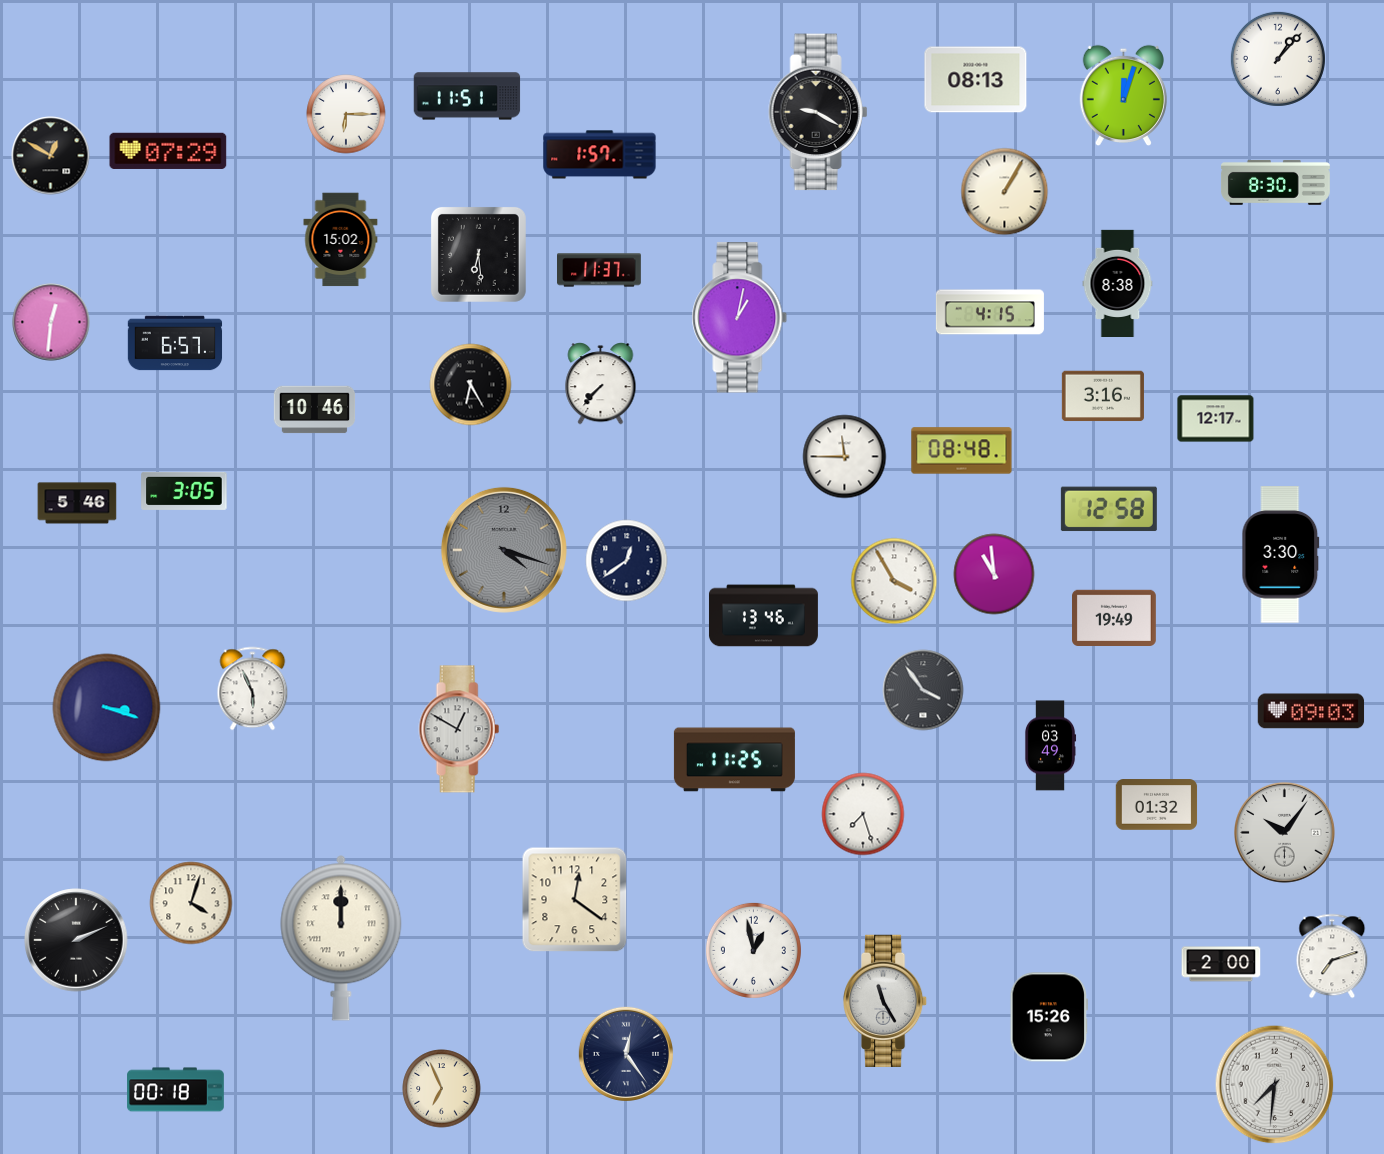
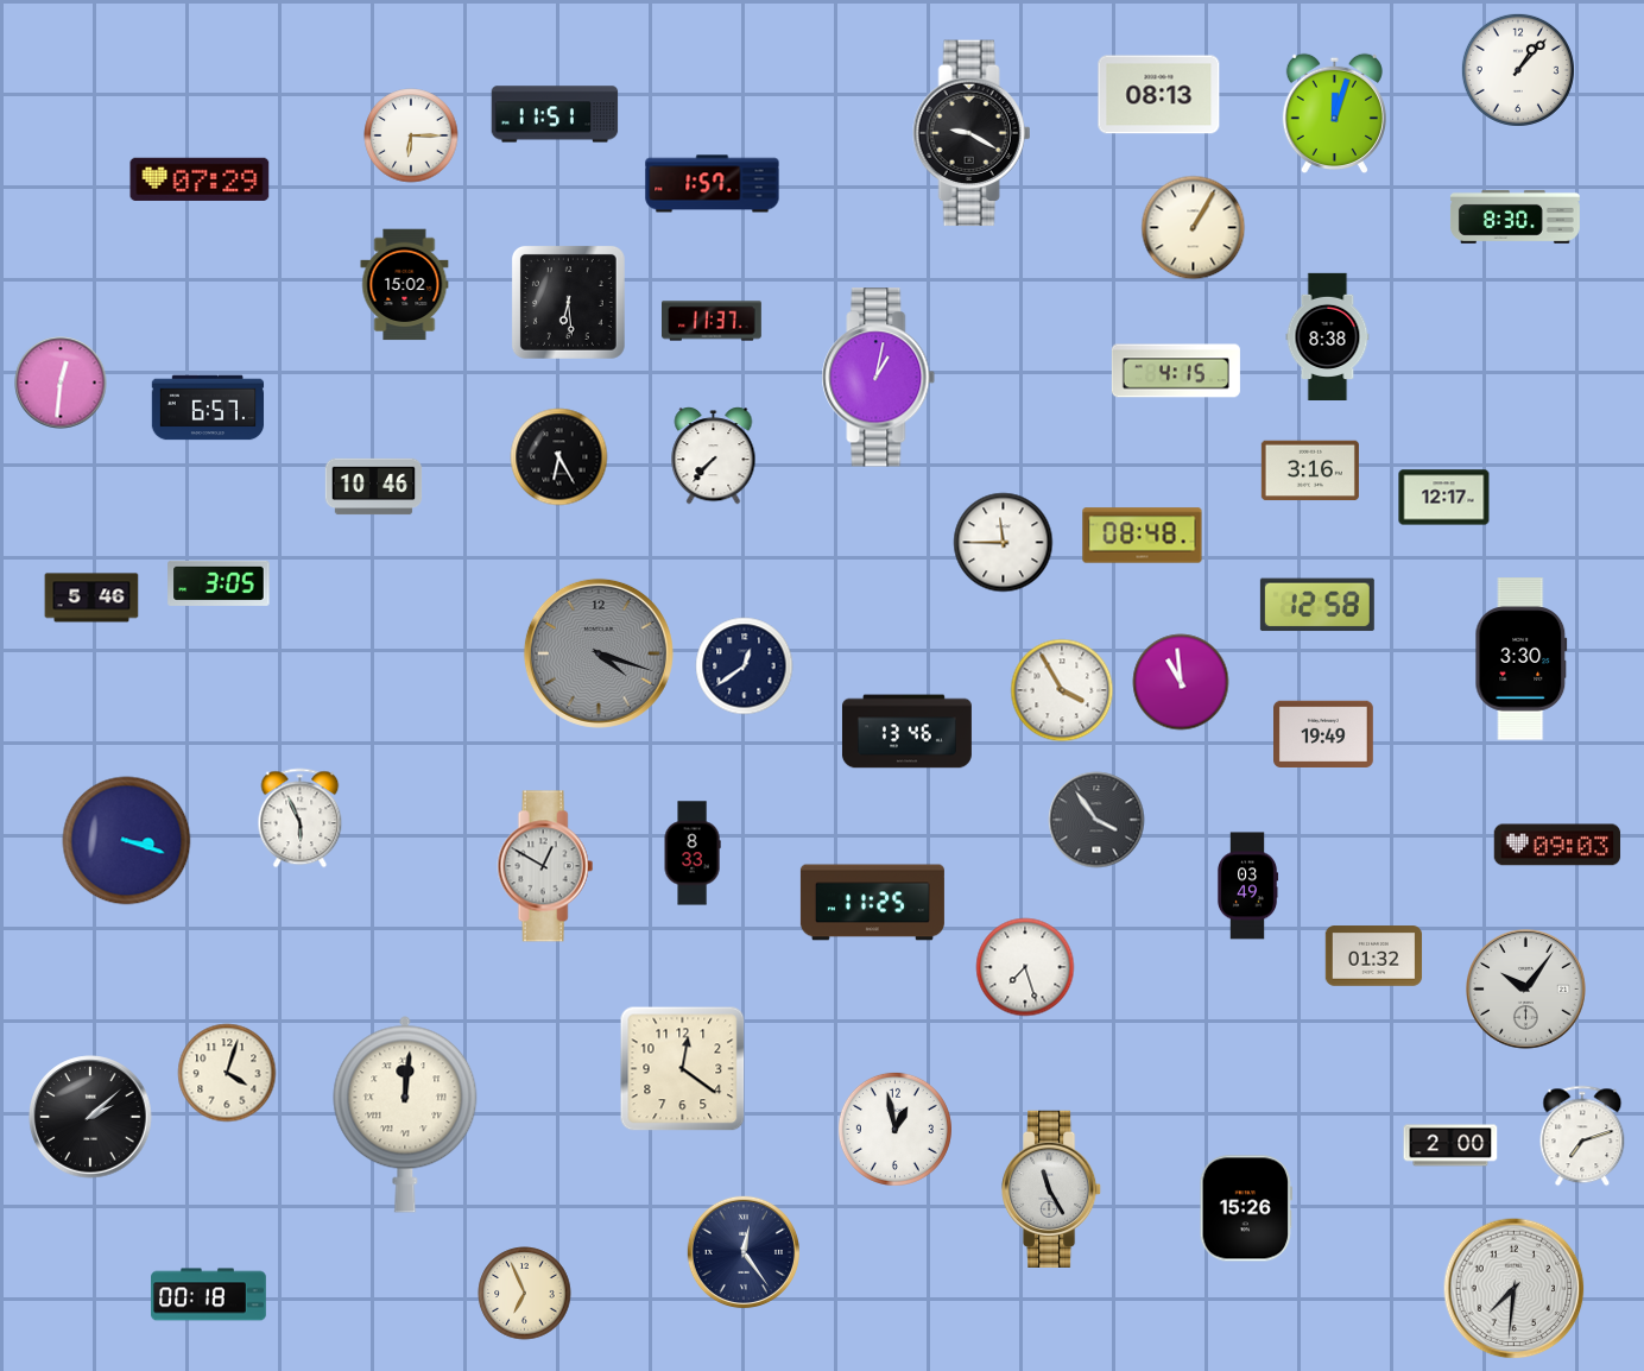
clock at (51, 156): 12:50 -> none
clock at (693, 853): none -> 8:33
clock at (341, 938): 12:00 -> 12:01
clock at (76, 940): 2:11 -> 2:08
